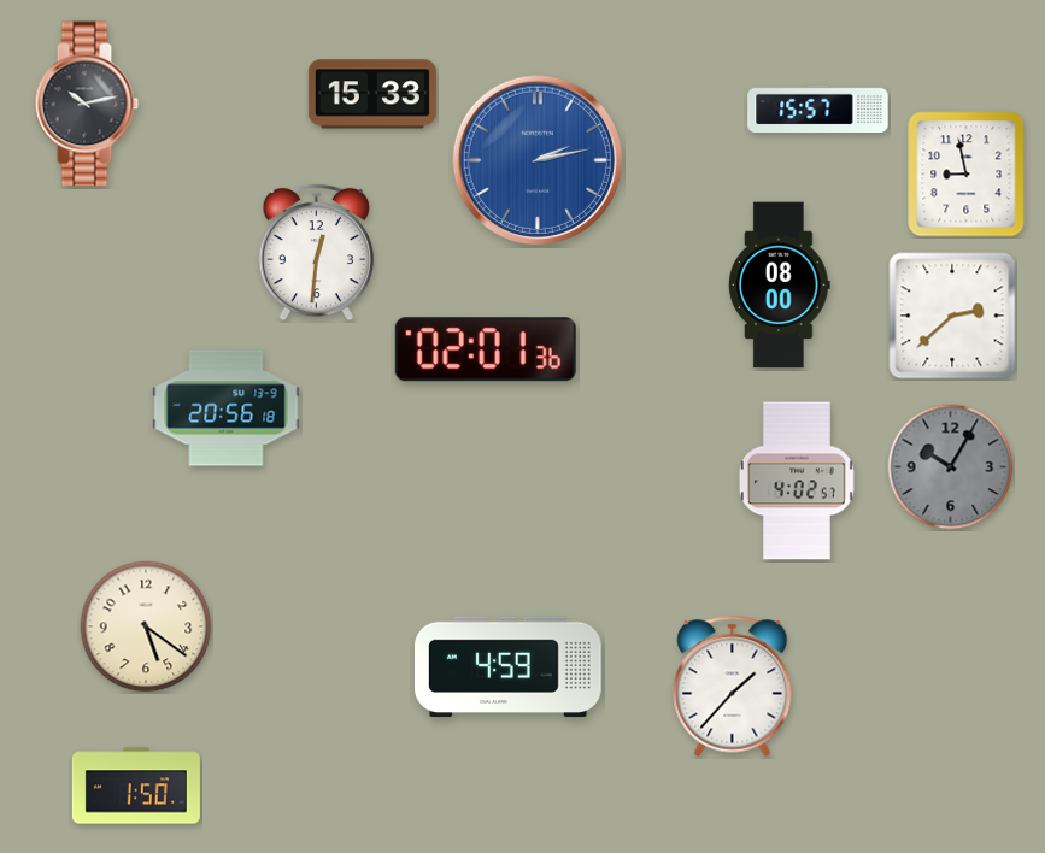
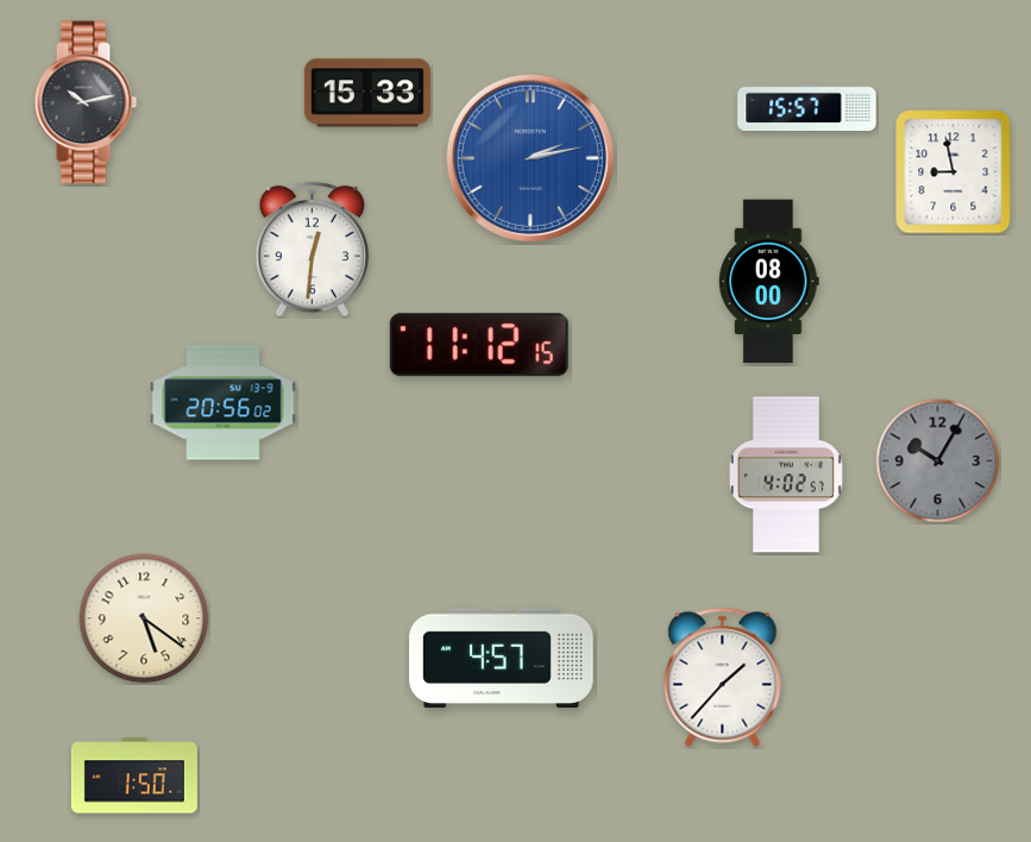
clock at (952, 316): 2:38 -> none
clock at (486, 349): 02:01 -> 11:12
clock at (227, 408): 20:56:18 -> 20:56:02
clock at (509, 667): 4:59 -> 4:57
